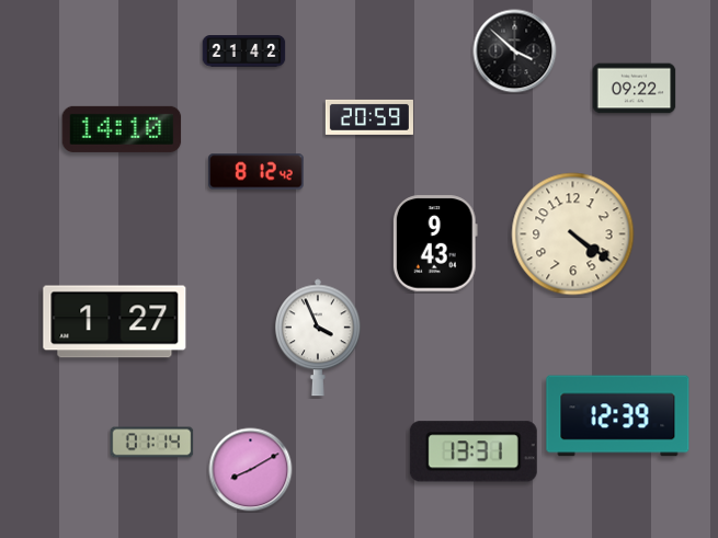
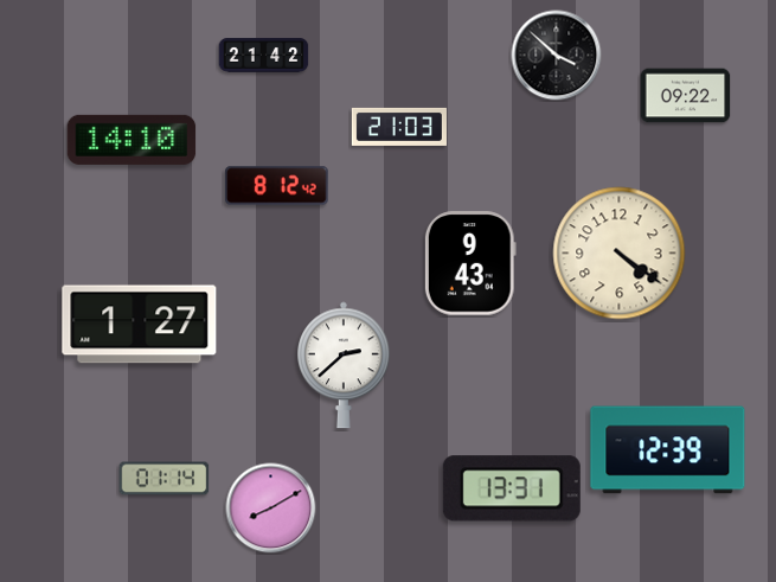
clock at (369, 117): 20:59 -> 21:03
clock at (115, 322) position: (115, 322) -> (140, 325)
clock at (319, 337): 3:56 -> 2:38
